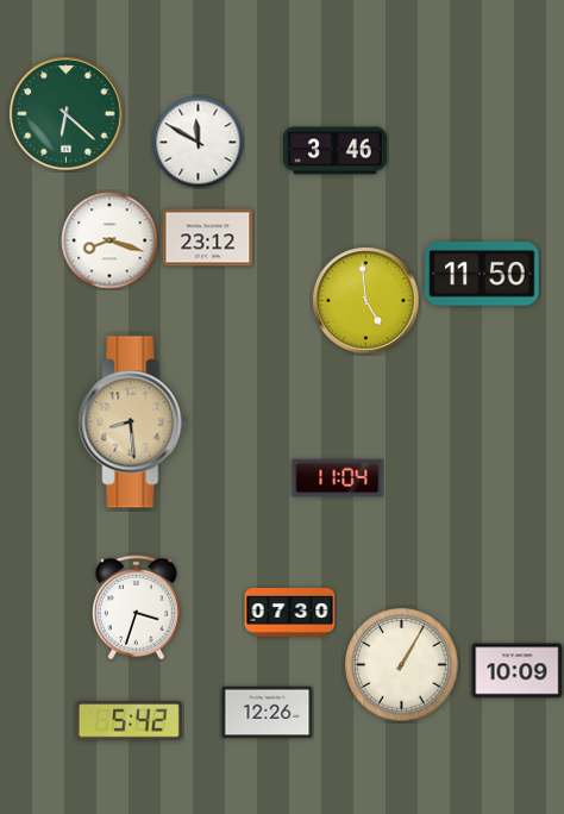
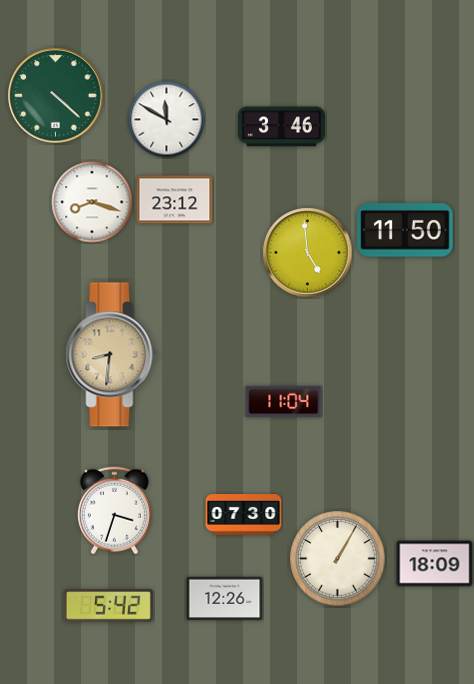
clock at (67, 114): 6:22 -> 4:22
clock at (133, 422): 8:29 -> 8:31
clock at (518, 671): 10:09 -> 18:09
